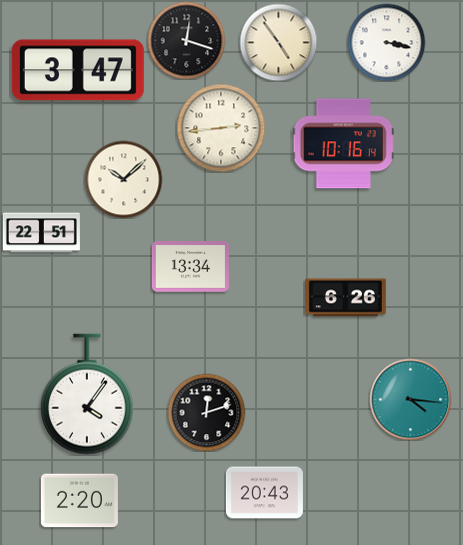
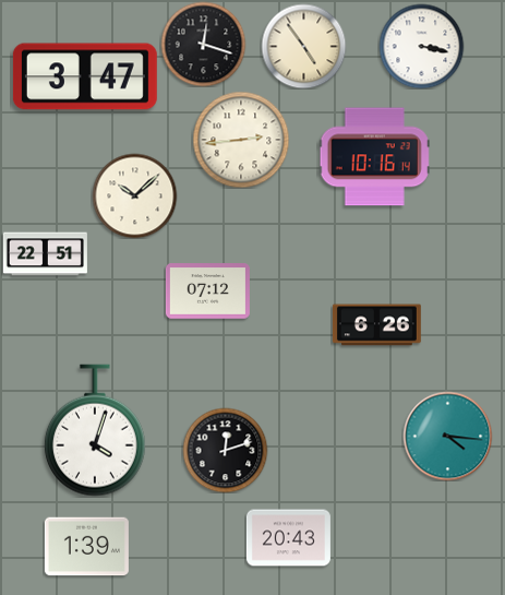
clock at (190, 267): 13:34 -> 07:12
clock at (87, 394): 4:06 -> 4:03
clock at (79, 501): 2:20 -> 1:39
